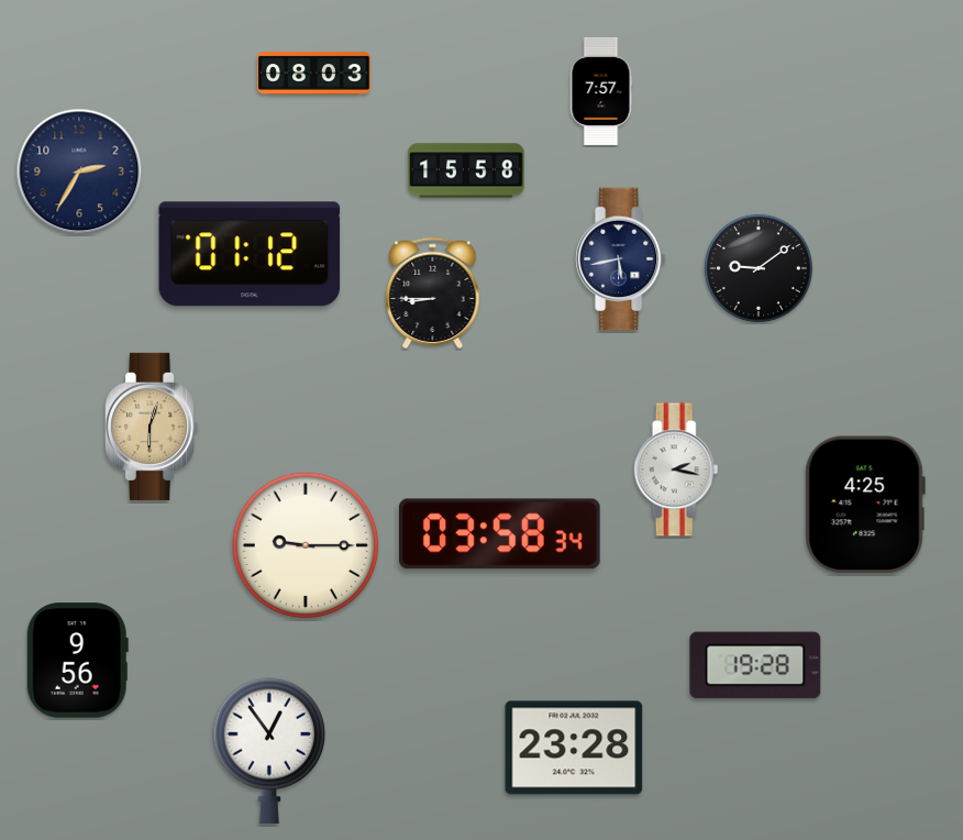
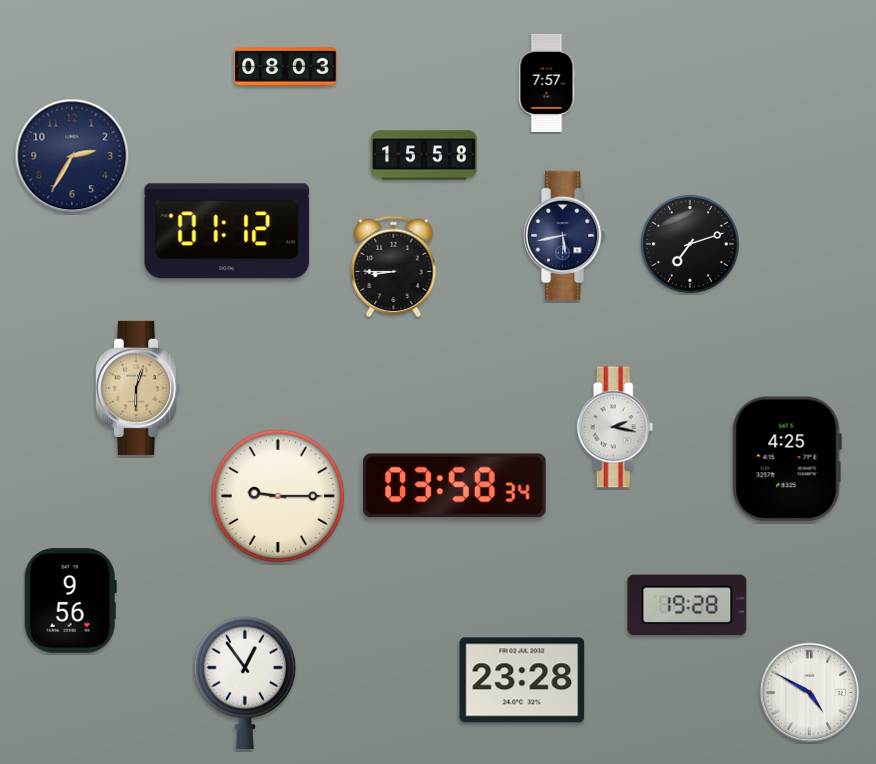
clock at (759, 268): 9:09 -> 7:12
clock at (810, 693): none -> 4:50
